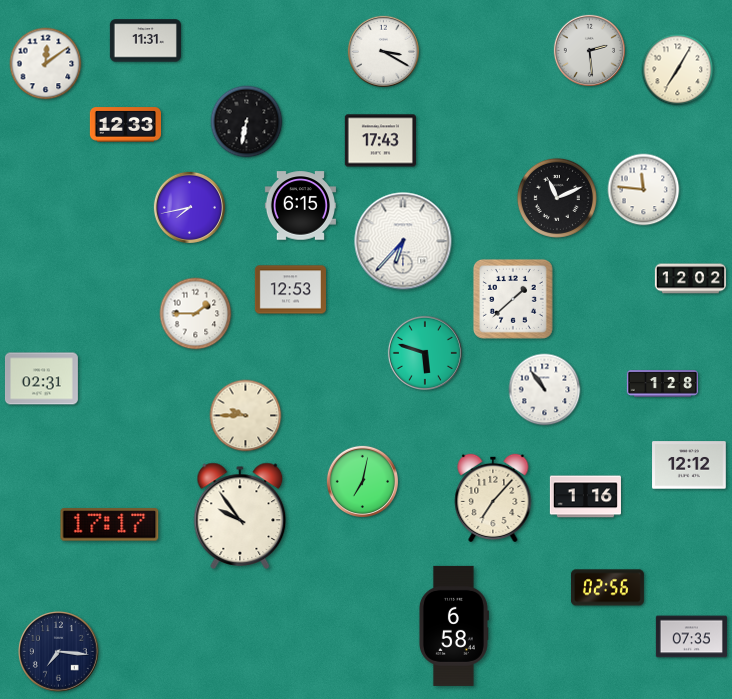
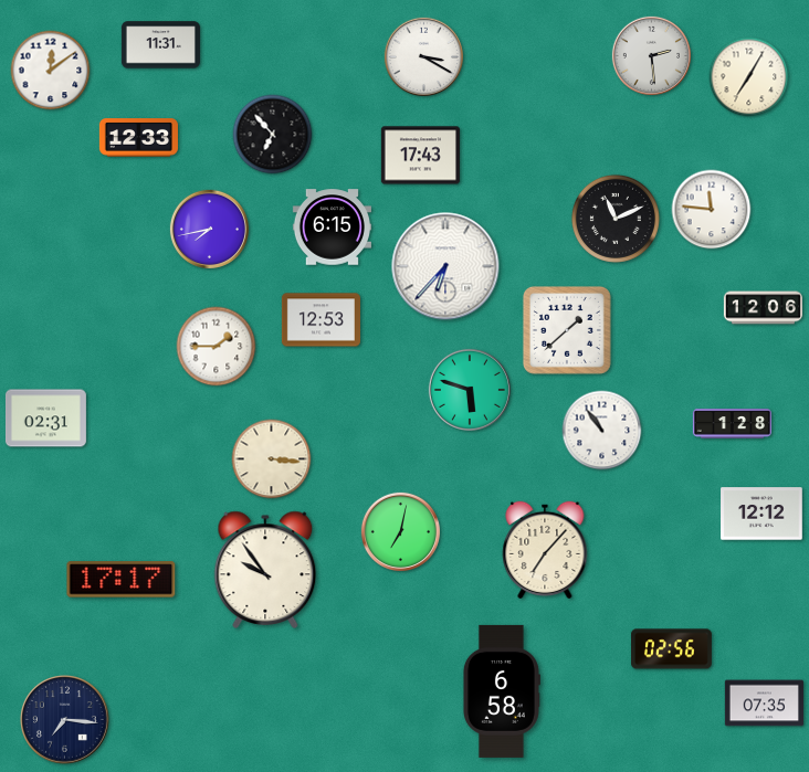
clock at (247, 122): 6:32 -> 6:53
clock at (690, 279): 12:02 -> 12:06
clock at (246, 416): 9:45 -> 3:16
clock at (585, 497): 1:16 -> none
